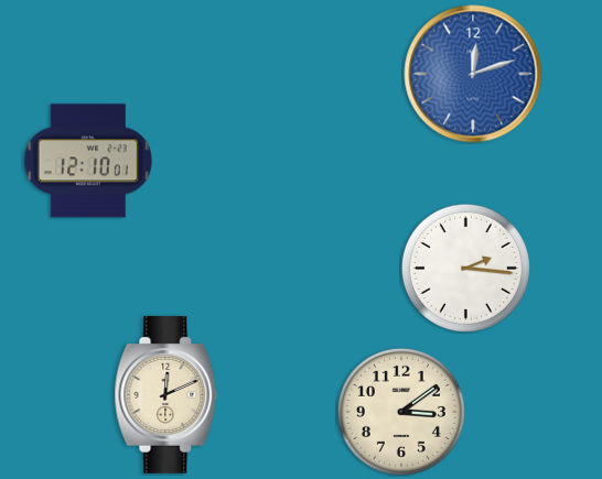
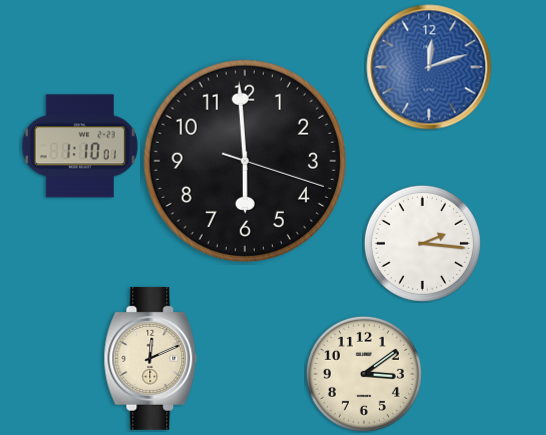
clock at (88, 161): 12:10 -> 1:10
clock at (245, 161): none -> 5:59
